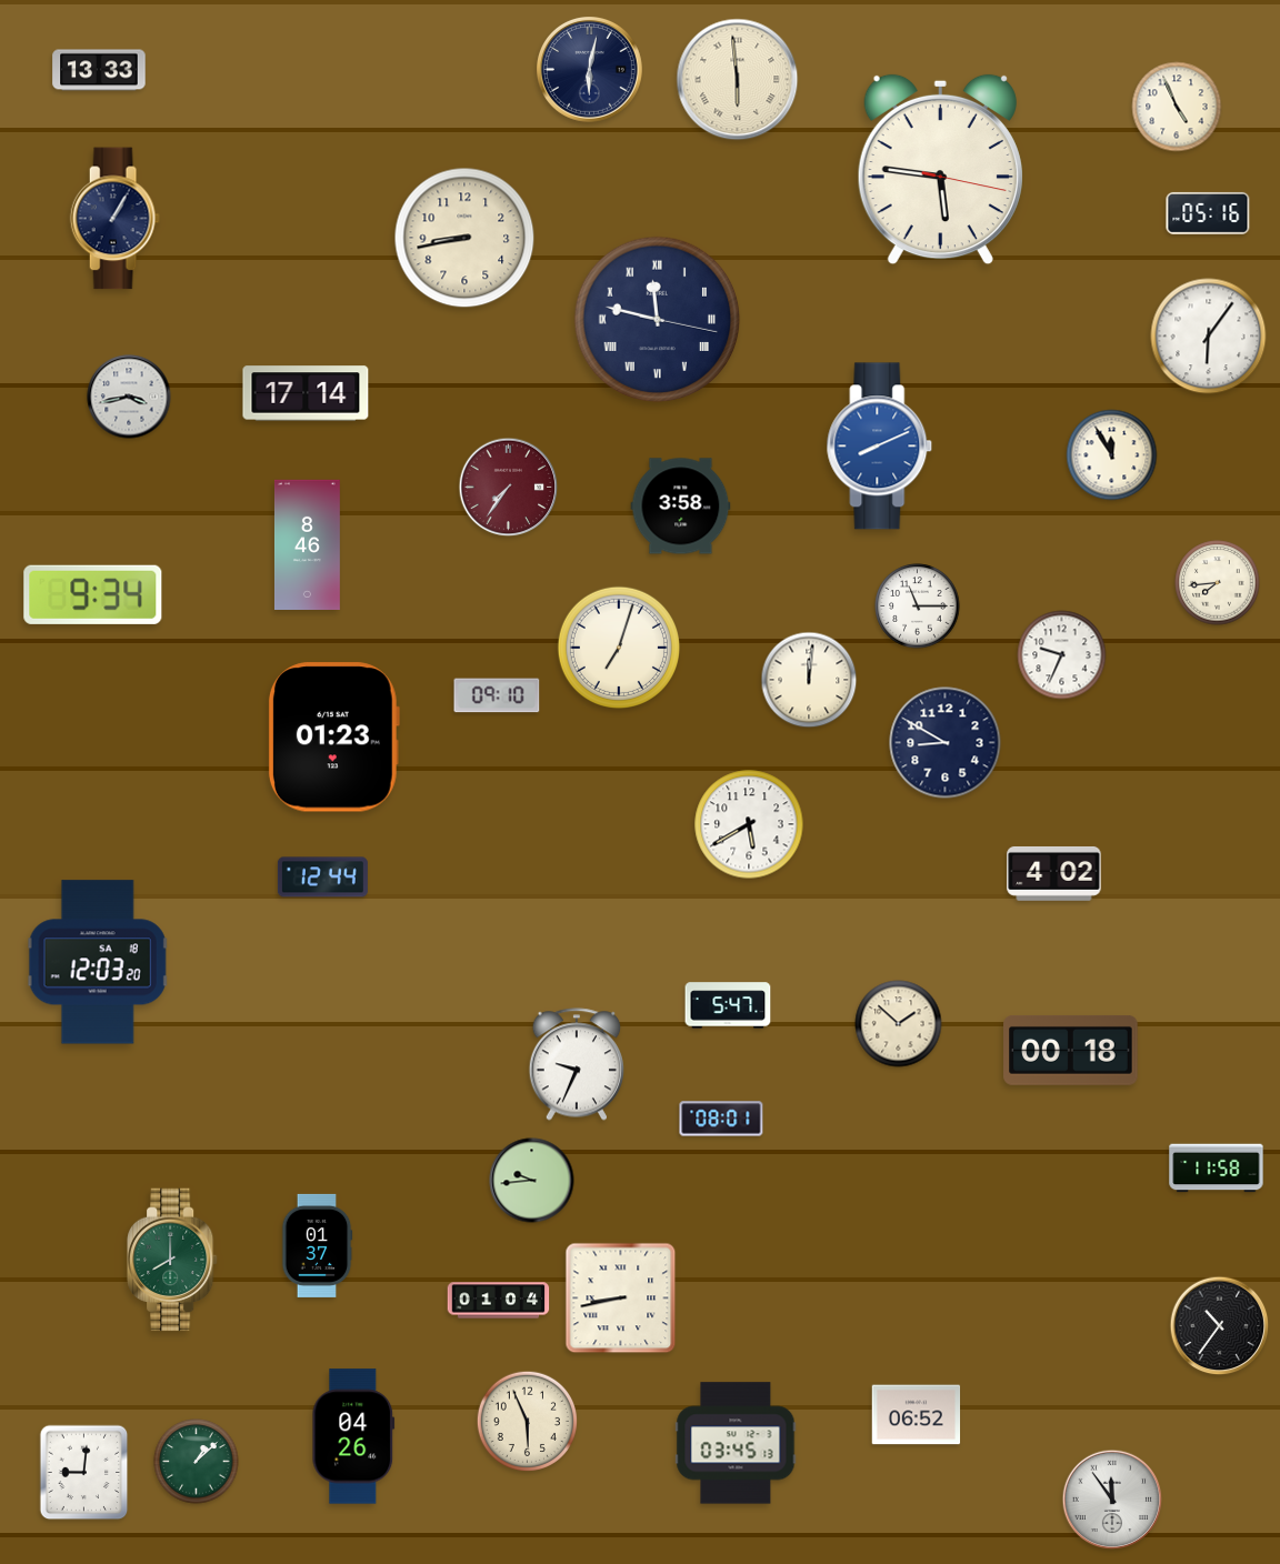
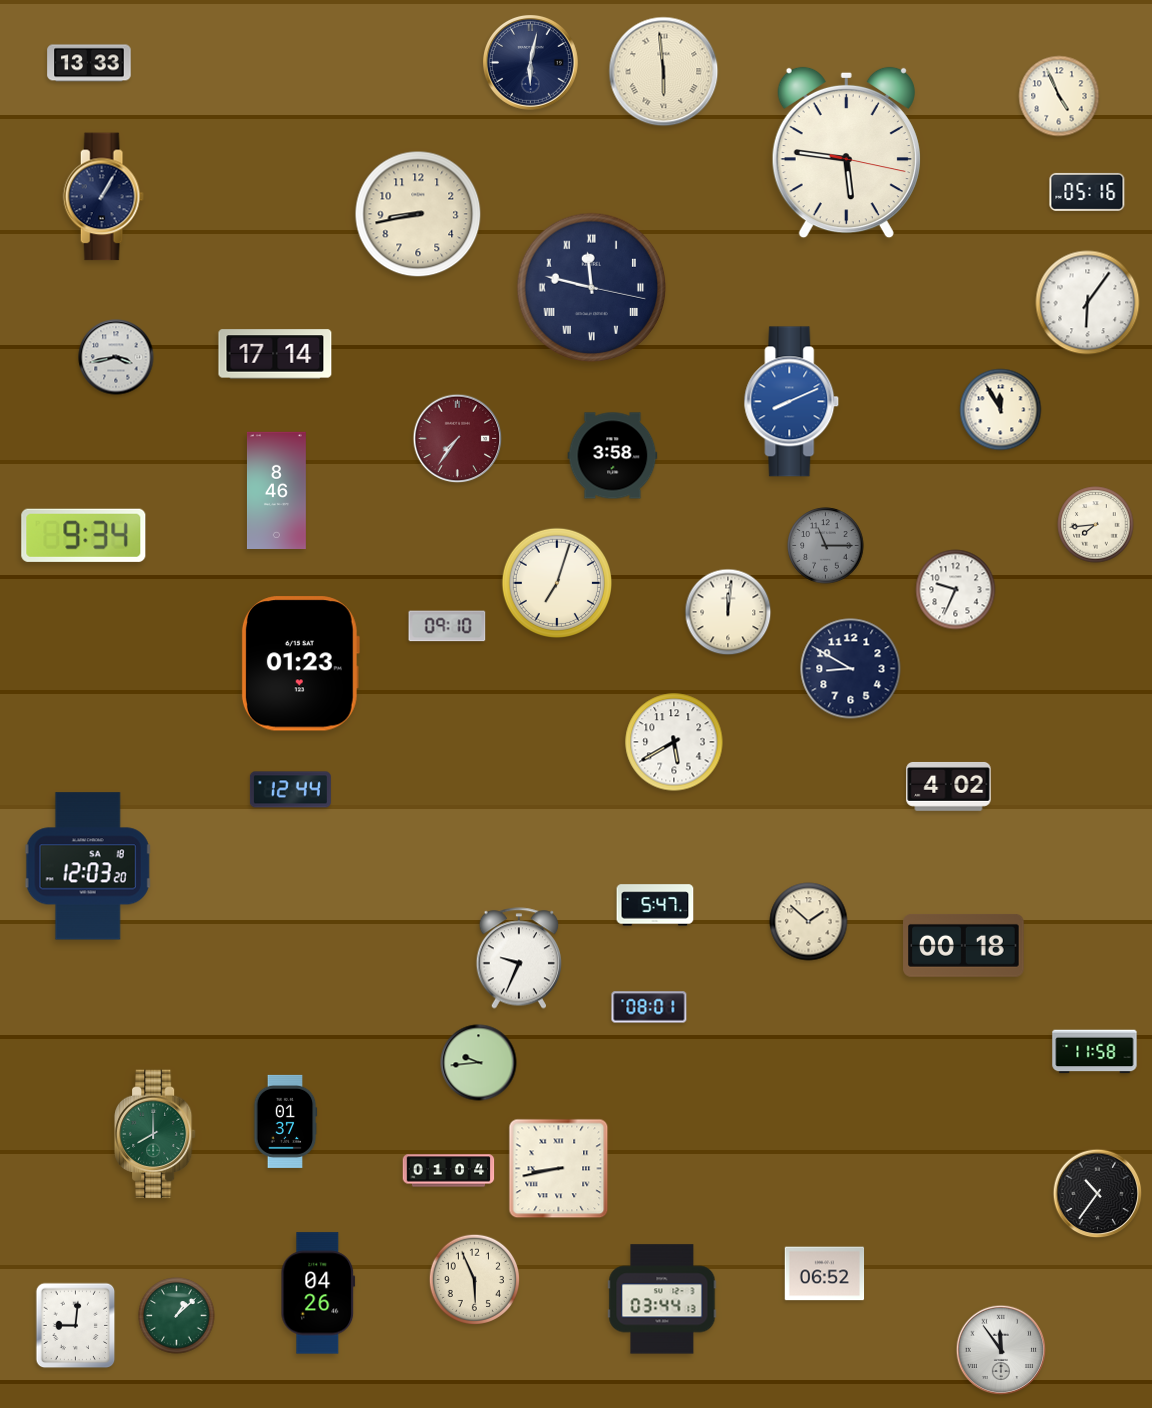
clock at (918, 606) dial: white -> grey
clock at (736, 1443): 03:45 -> 03:44
